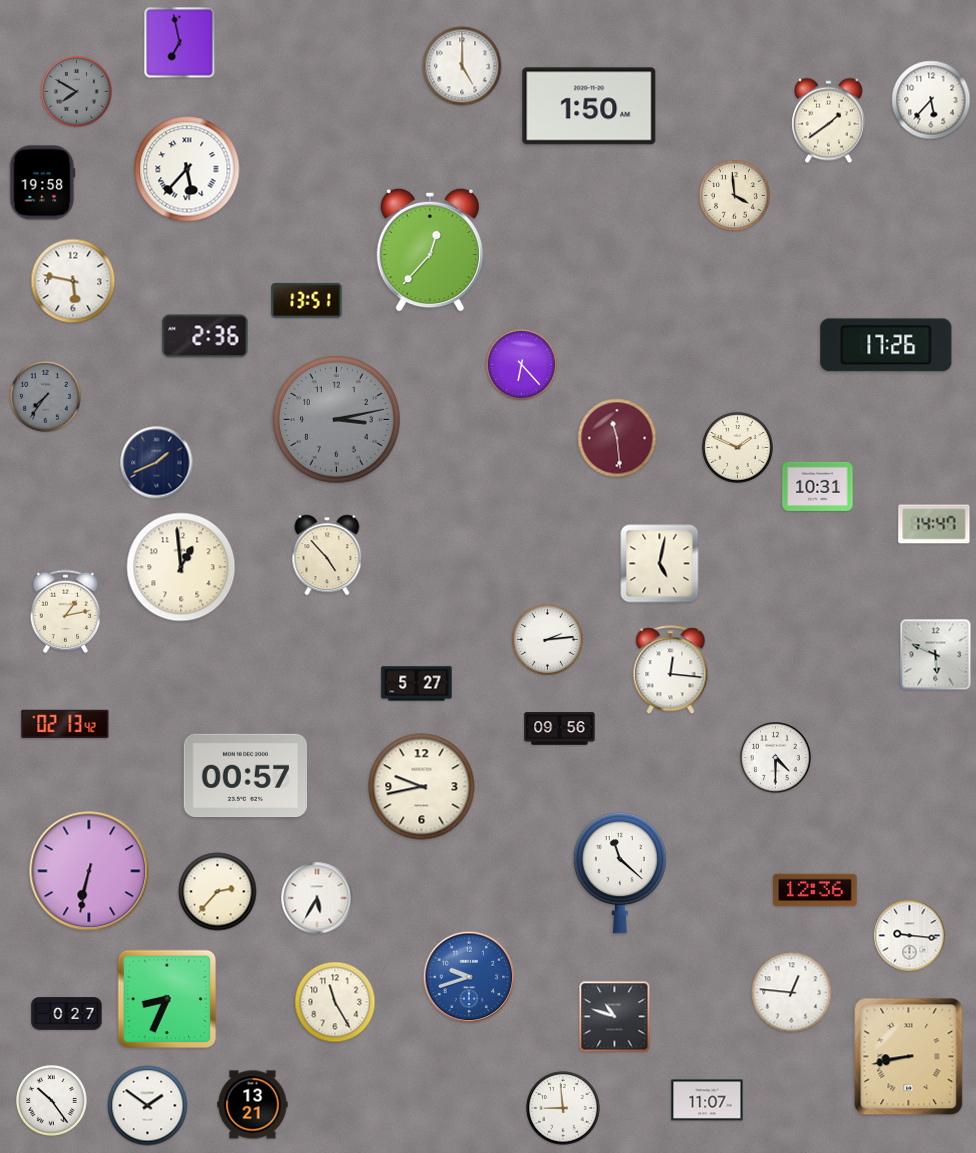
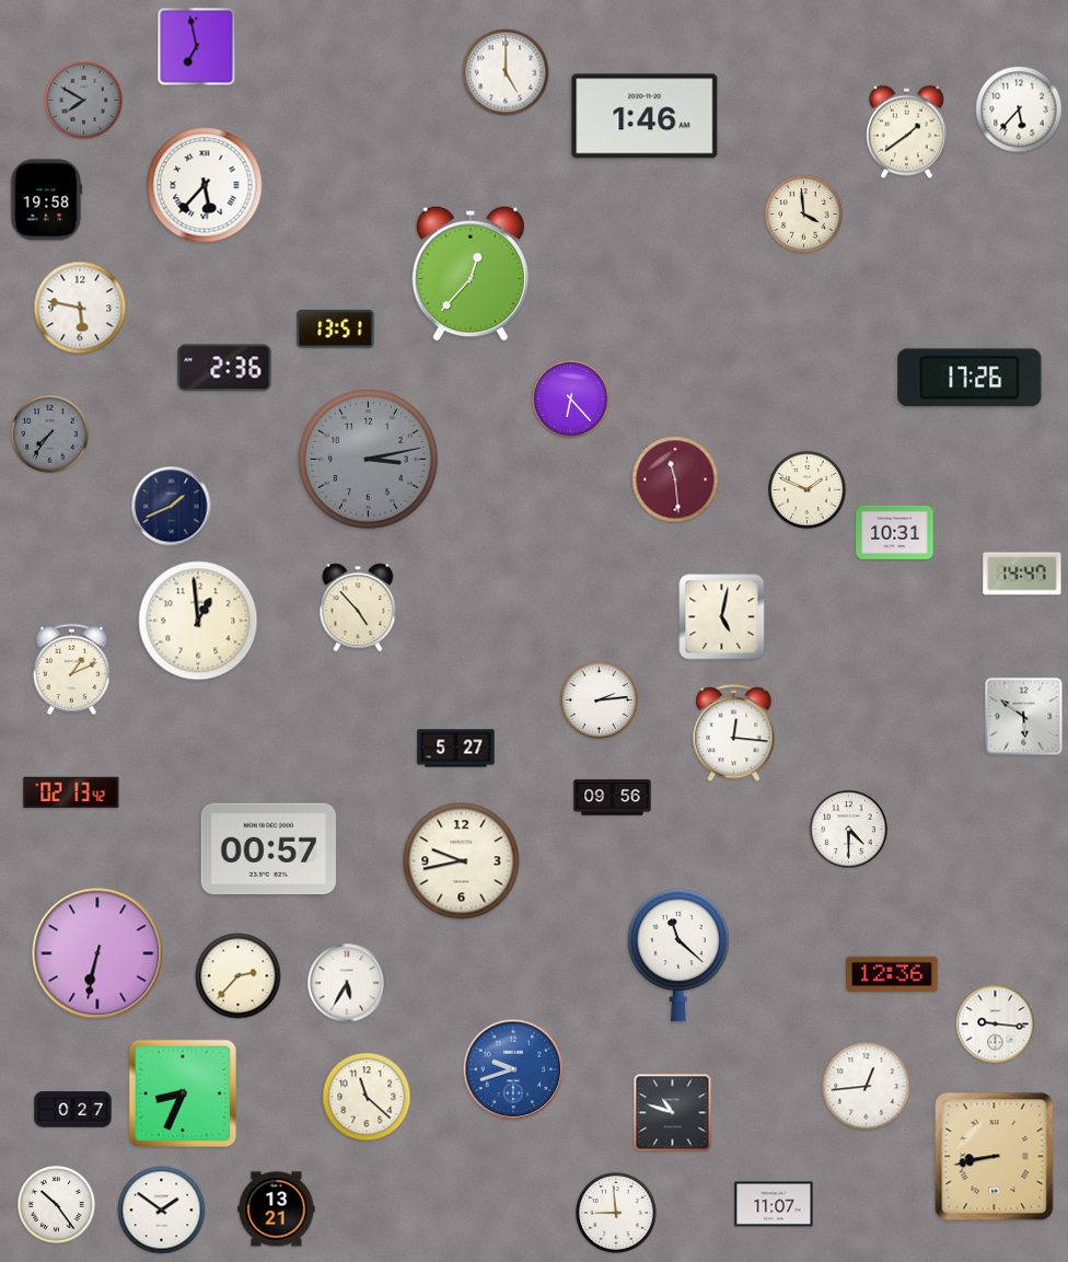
clock at (589, 106): 1:50 -> 1:46
clock at (66, 612): 1:13 -> 1:11
clock at (936, 655): 5:49 -> 5:51
clock at (792, 993): 12:46 -> 12:44
clock at (335, 1002): 11:25 -> 11:22
